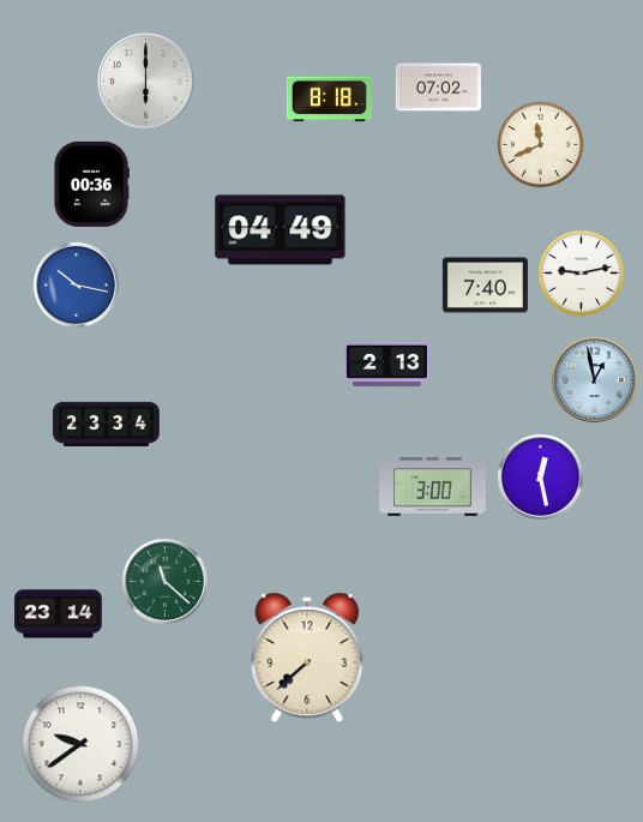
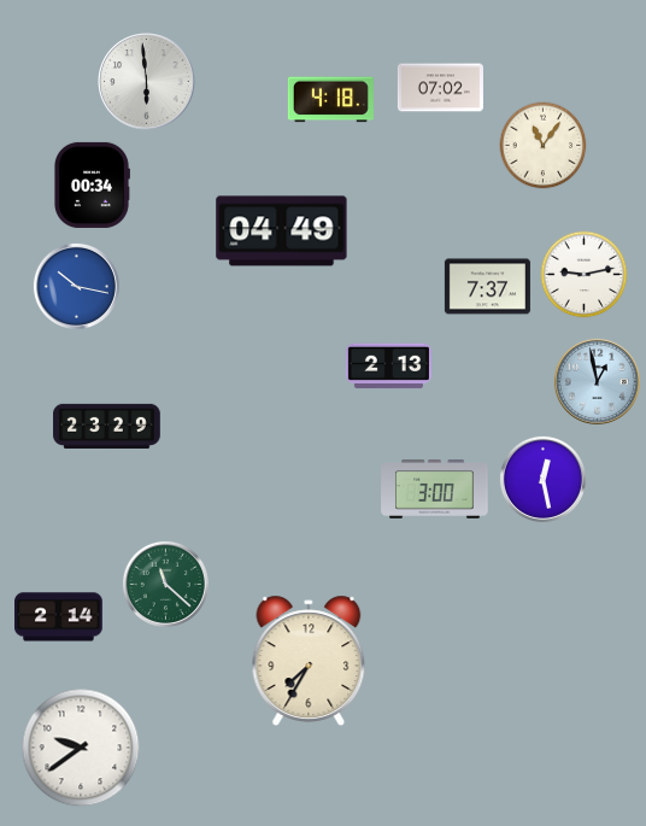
clock at (146, 82): 6:00 -> 5:59
clock at (329, 100): 8:18 -> 4:18
clock at (541, 145): 11:41 -> 11:06
clock at (91, 184): 00:36 -> 00:34
clock at (485, 286): 7:40 -> 7:37
clock at (107, 424): 23:34 -> 23:29
clock at (59, 614): 23:14 -> 2:14
clock at (307, 658): 7:38 -> 7:35
